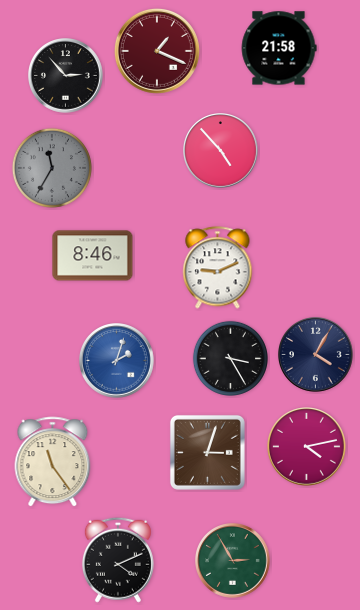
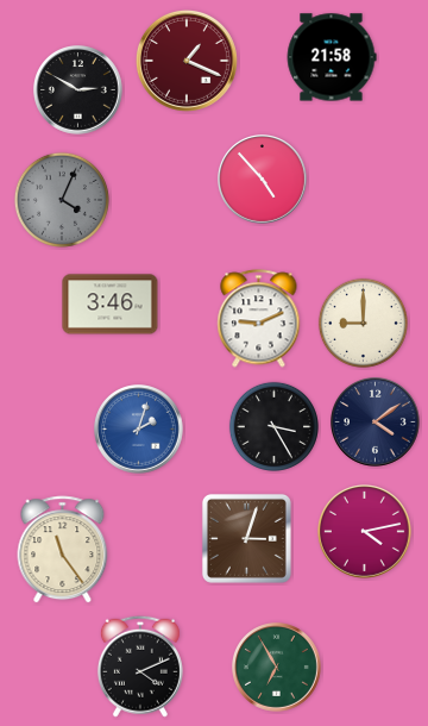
clock at (66, 76): 2:53 -> 2:50
clock at (52, 168): 11:35 -> 4:04
clock at (93, 256): 8:46 -> 3:46
clock at (363, 323): none -> 9:00
clock at (316, 355): 4:05 -> 4:09
clock at (233, 561): 2:55 -> 6:55
